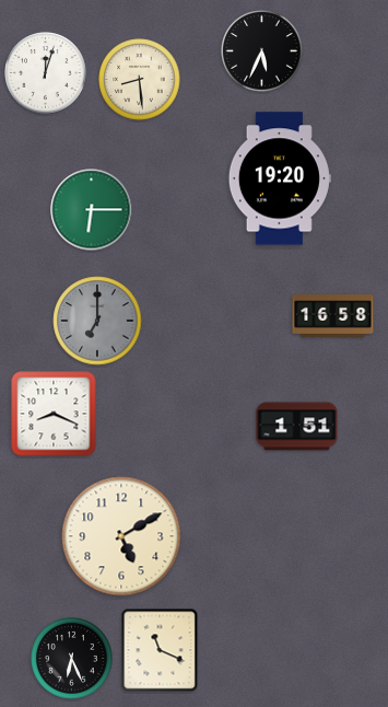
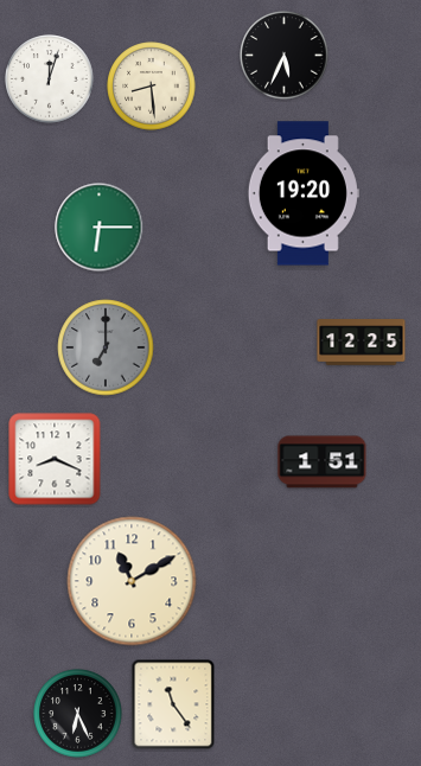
clock at (333, 316): 16:58 -> 12:25
clock at (54, 414) position: (54, 414) -> (55, 459)
clock at (121, 536): 5:10 -> 11:10
clock at (160, 650): 11:19 -> 11:24
